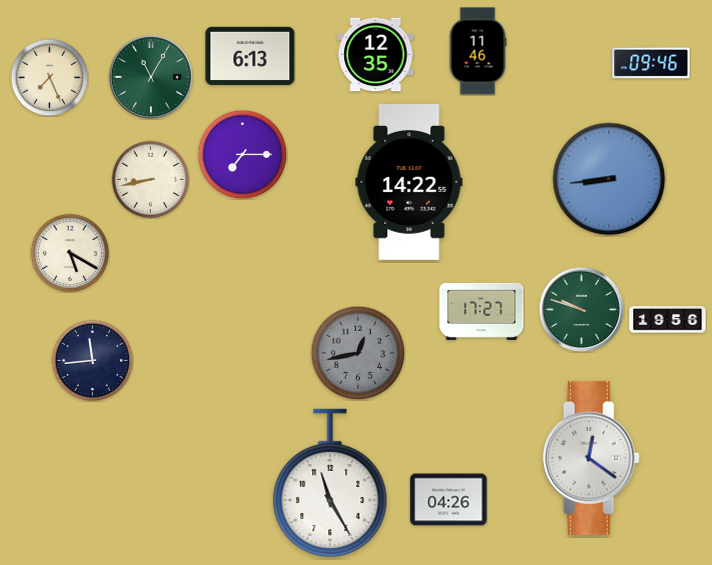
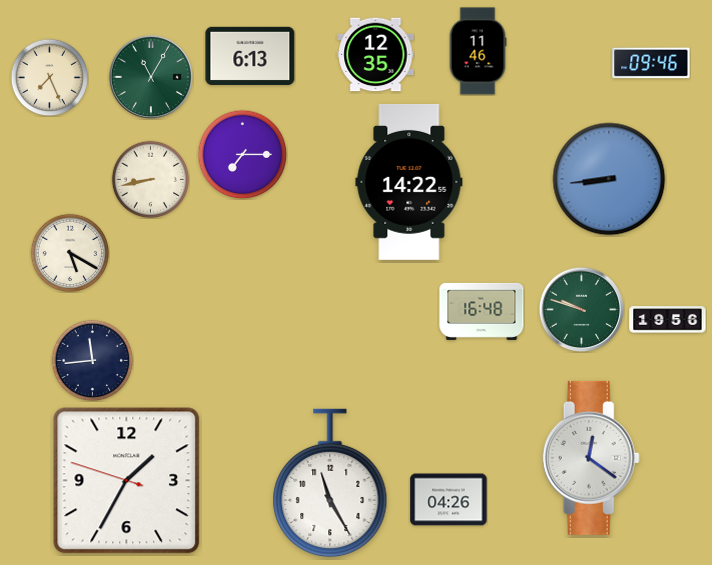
clock at (482, 311): 17:27 -> 16:48
clock at (358, 353): 12:43 -> none
clock at (127, 481): none -> 1:34
